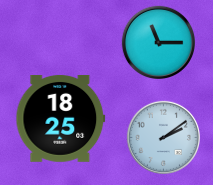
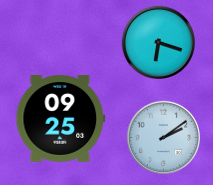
clock at (158, 42): 11:15 -> 6:18
clock at (61, 118): 18:25 -> 09:25
